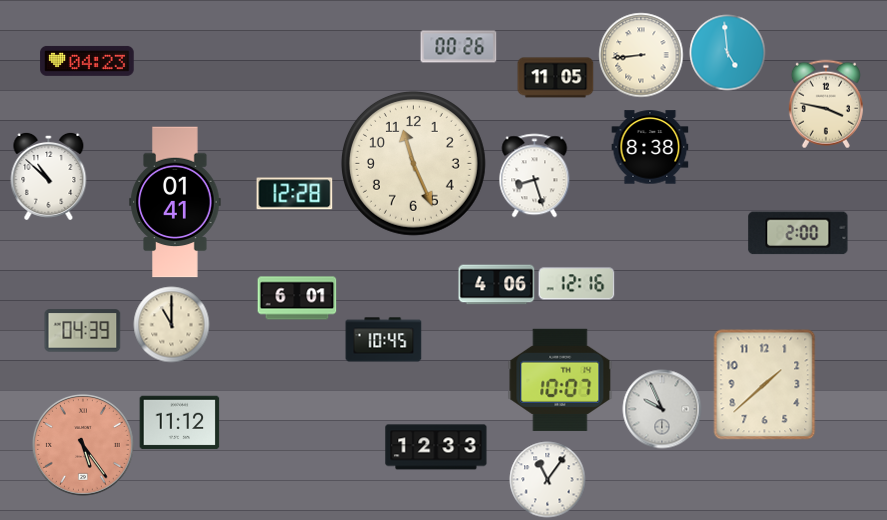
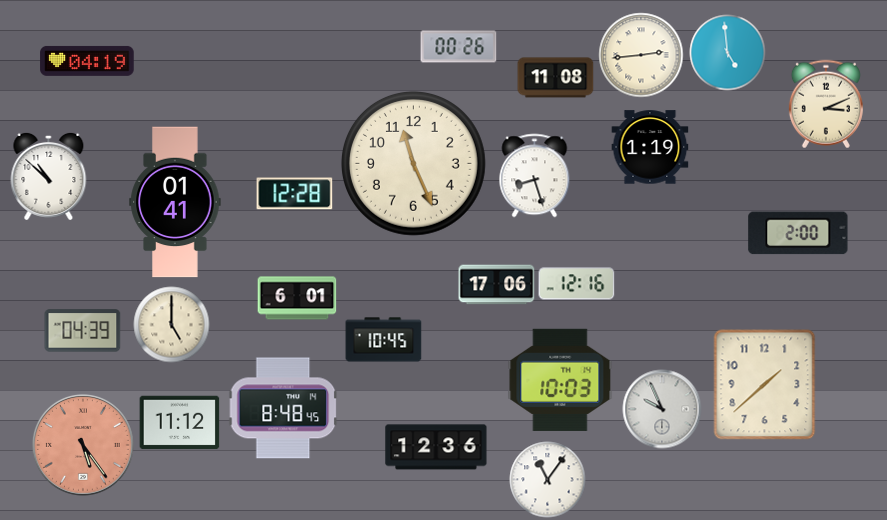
clock at (641, 55): 8:44 -> 2:44
clock at (87, 61): 04:23 -> 04:19
clock at (556, 78): 11:05 -> 11:08
clock at (826, 104): 3:47 -> 3:11
clock at (650, 147): 8:38 -> 1:19
clock at (497, 285): 4:06 -> 17:06
clock at (172, 325): 11:00 -> 5:00
clock at (560, 380): 10:07 -> 10:03
clock at (283, 408): none -> 8:48
clock at (436, 447): 12:33 -> 12:36
